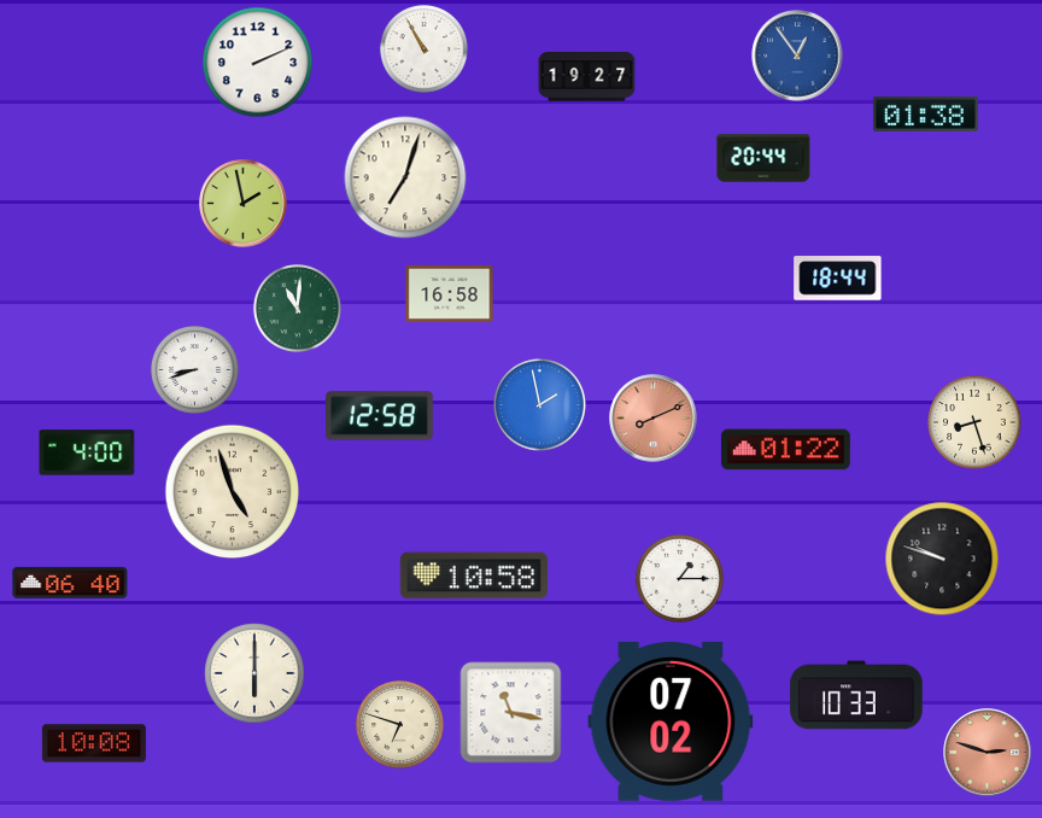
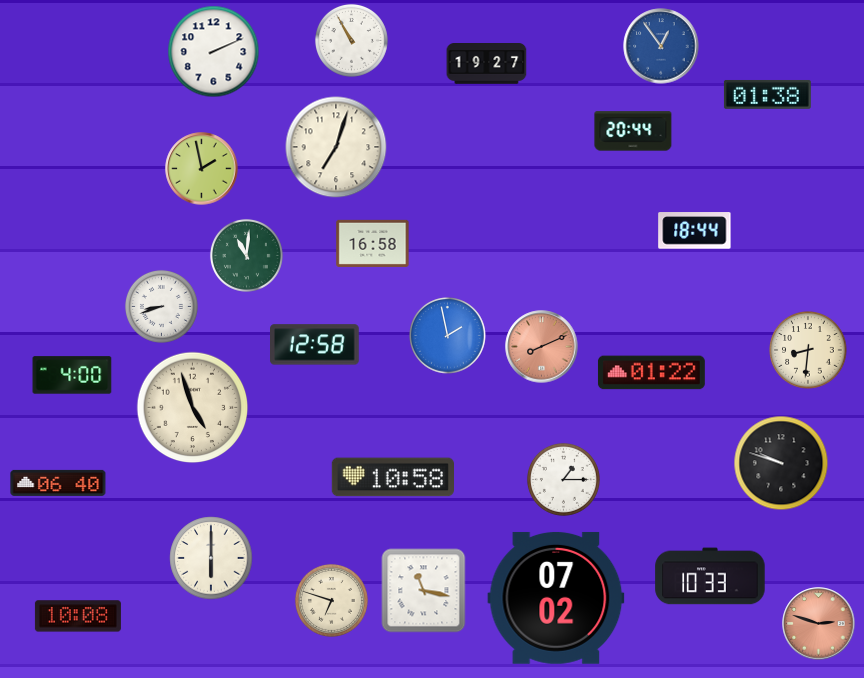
clock at (974, 422): 8:27 -> 8:31
